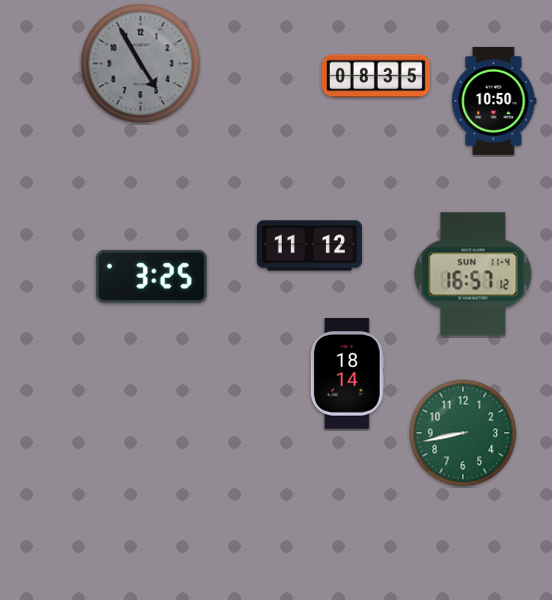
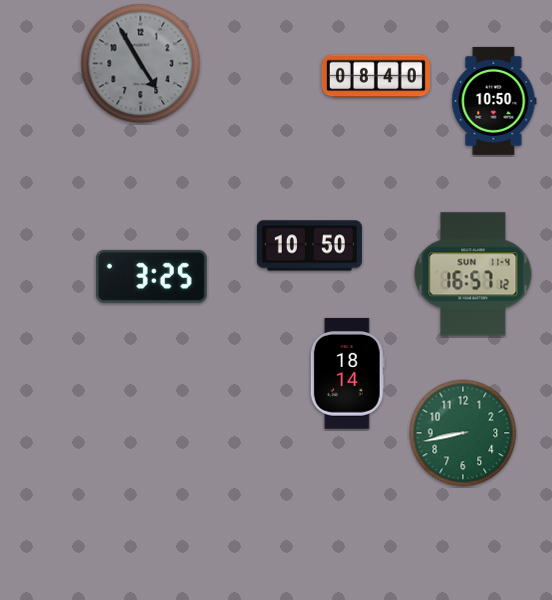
clock at (376, 76): 08:35 -> 08:40
clock at (309, 246): 11:12 -> 10:50
